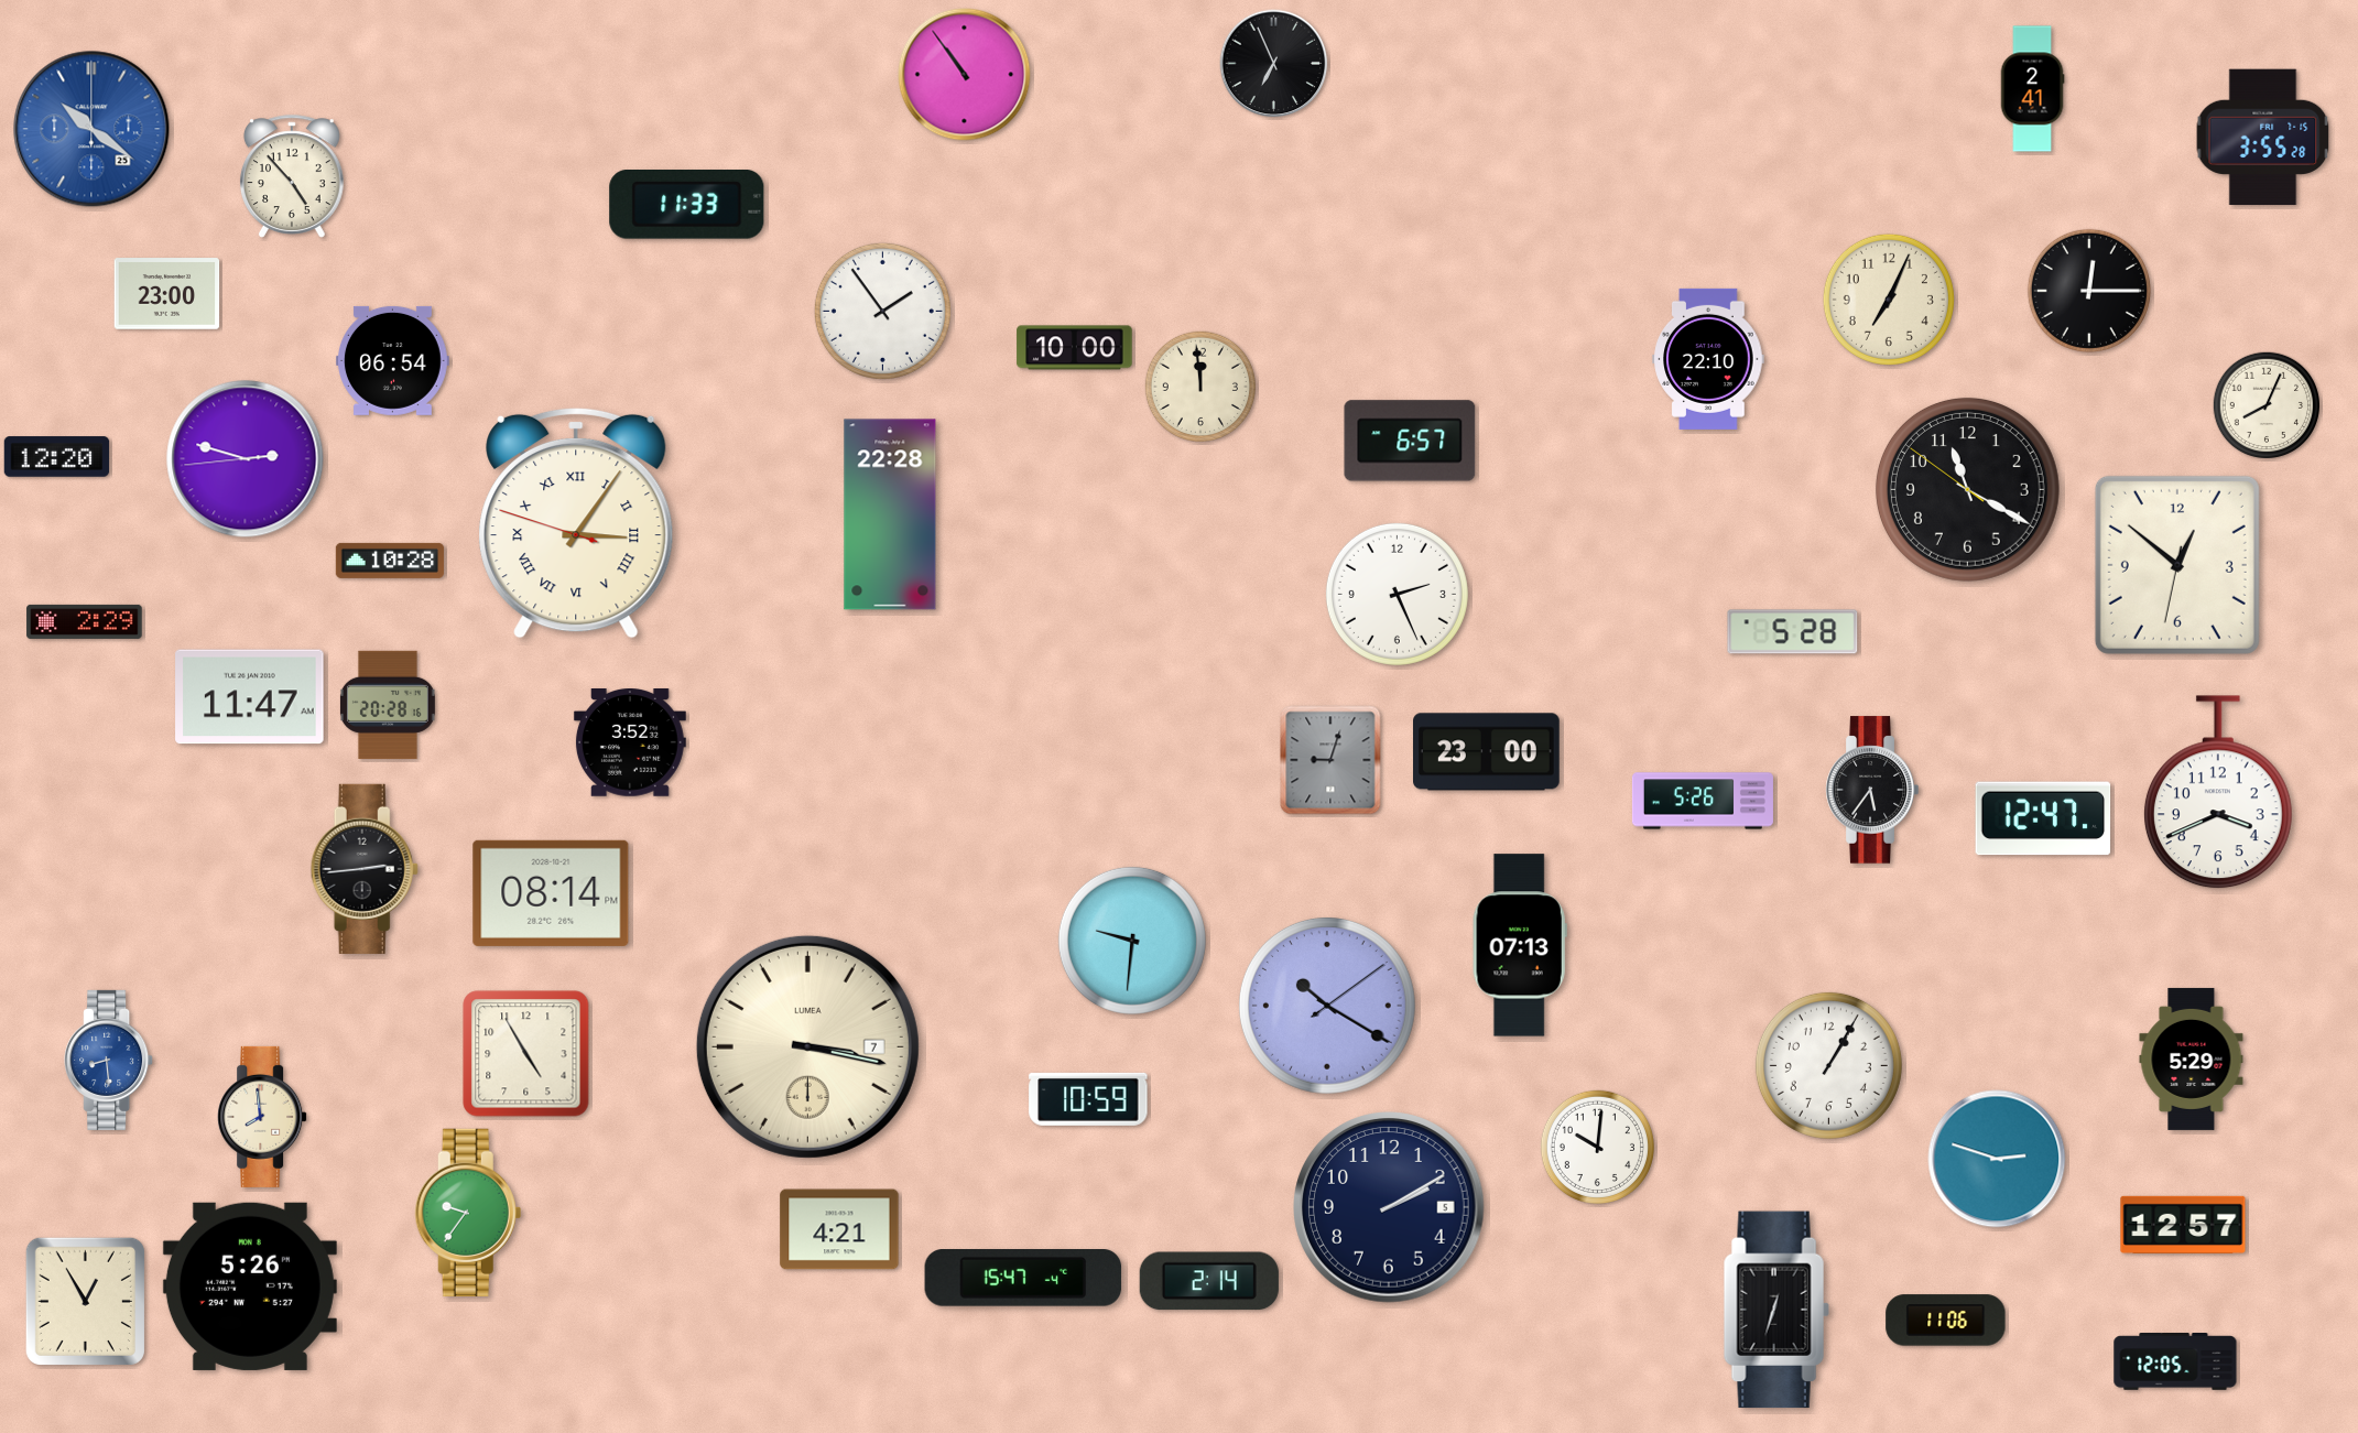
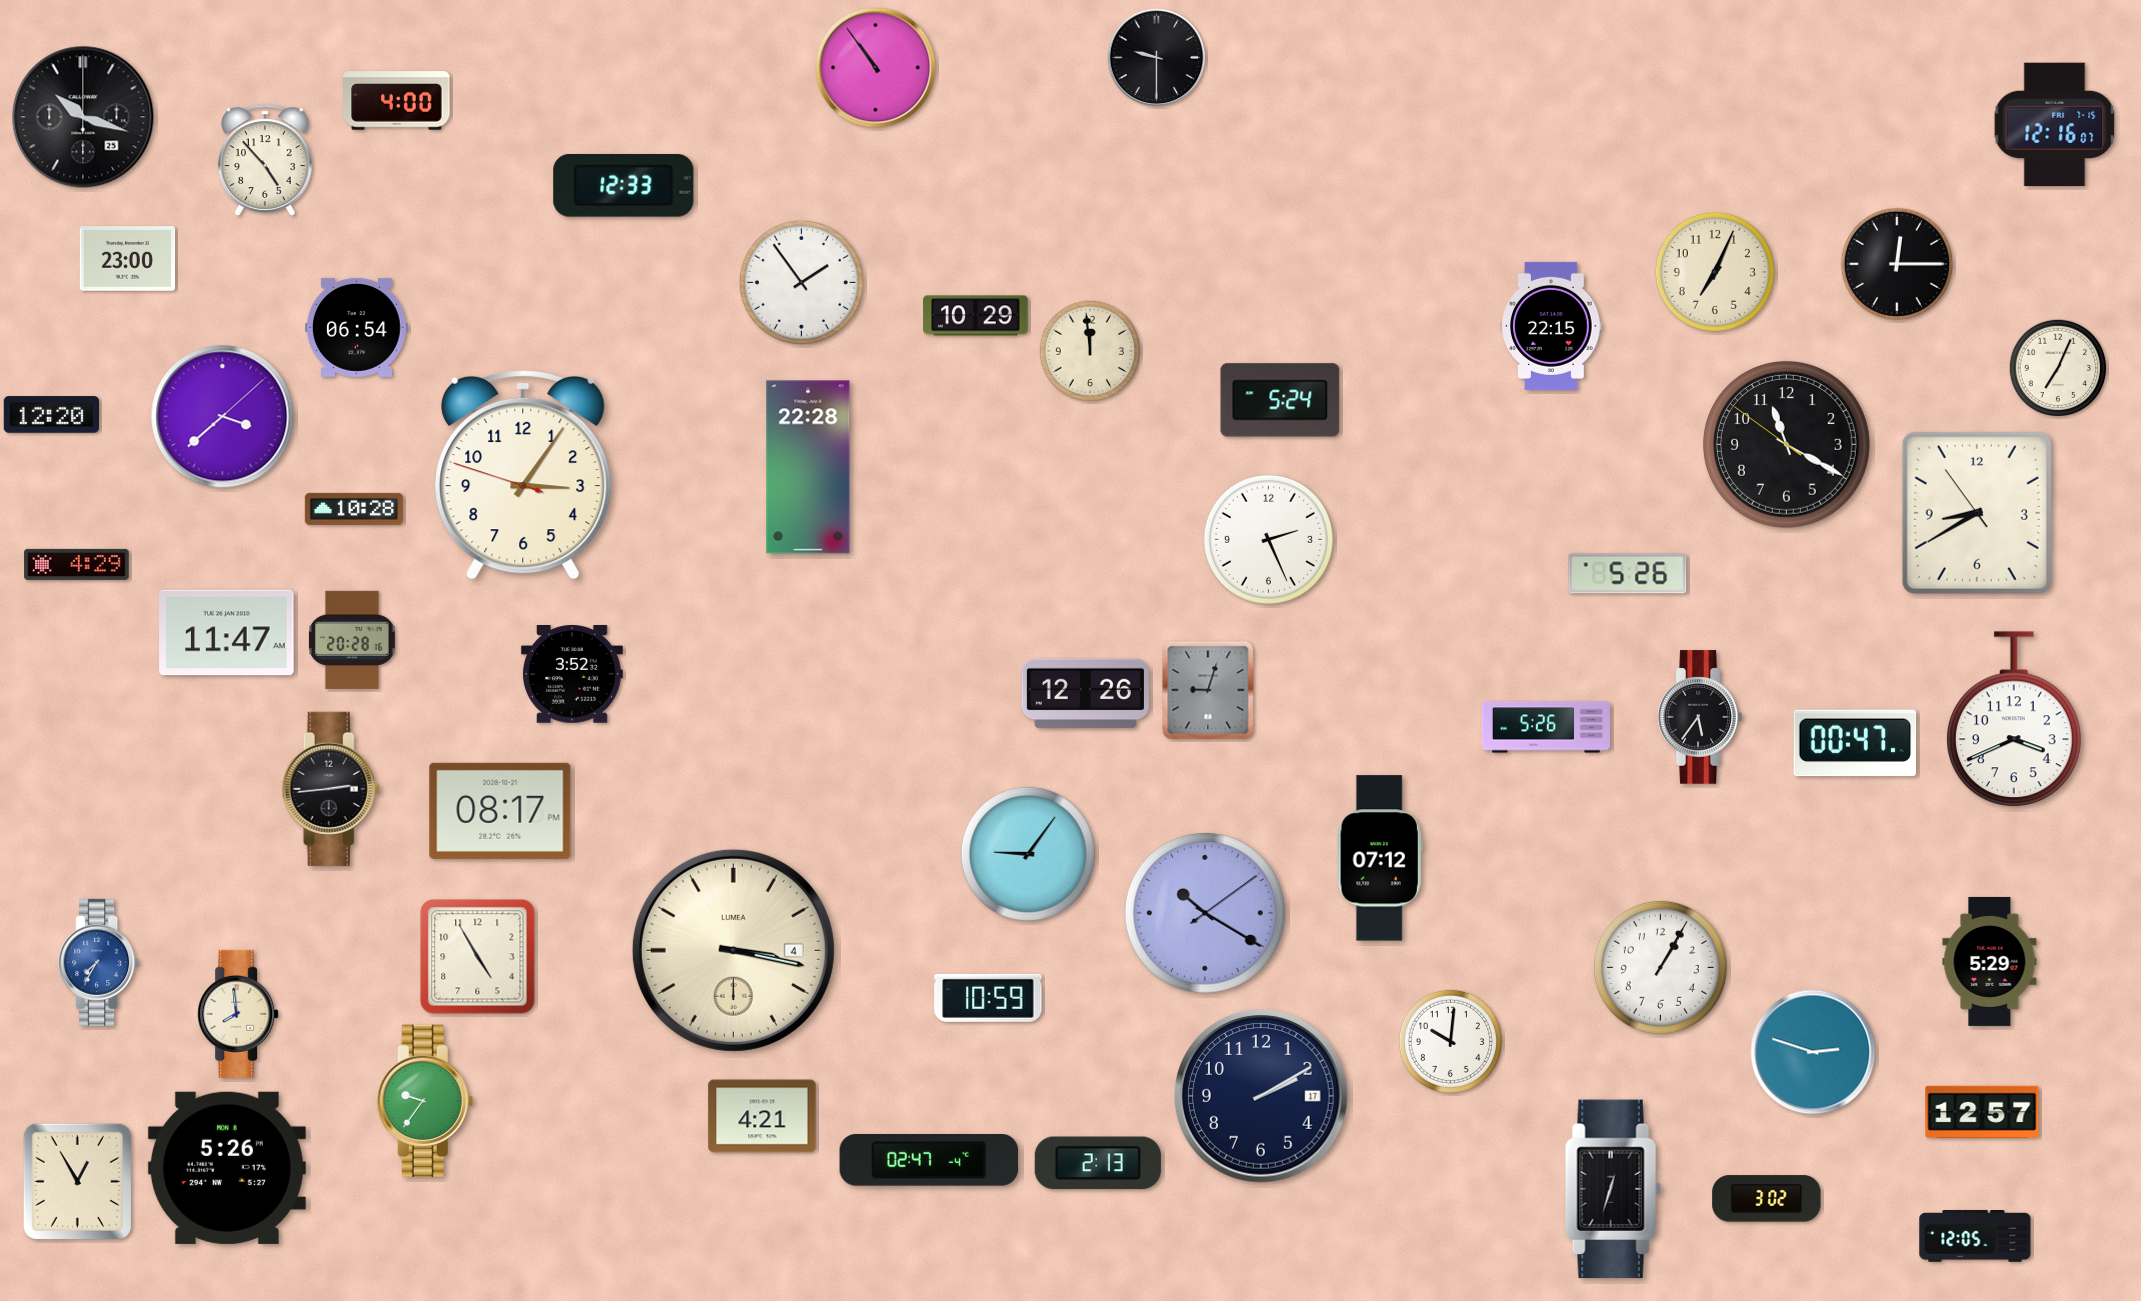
clock at (1274, 64): 6:56 -> 9:30
clock at (2032, 89): 2:41 -> none
clock at (397, 101): none -> 4:00
clock at (91, 129): 10:21 -> 10:18
clock at (91, 129) dial: blue -> black
clock at (2263, 138): 3:55 -> 12:16
clock at (687, 205): 11:33 -> 12:33
clock at (167, 294) position: (167, 294) -> (128, 259)
clock at (1075, 348): 10:00 -> 10:29
clock at (1708, 359): 22:10 -> 22:15
clock at (2267, 405): 8:04 -> 7:04
clock at (1410, 441): 6:57 -> 5:24
clock at (246, 459): 2:47 -> 3:38
clock at (576, 523) numerals: Roman -> Arabic
clock at (2177, 565): 12:51 -> 8:39
clock at (85, 621): 2:29 -> 4:29
clock at (1793, 632): 5:28 -> 5:26
clock at (1487, 752): 23:00 -> none
clock at (1085, 694): none -> 12:26
clock at (2043, 818): 12:47 -> 00:47
clock at (551, 893): 08:14 -> 08:17
clock at (1132, 941): 9:31 -> 9:06
clock at (1520, 945): 07:13 -> 07:12
clock at (807, 1046) date: 7 -> 4
clock at (109, 1060): 8:29 -> 7:35
clock at (1389, 1207) date: 5 -> 17
clock at (1023, 1279): 15:47 -> 02:47
clock at (1209, 1281): 2:14 -> 2:13
clock at (1946, 1321): 11:06 -> 3:02
